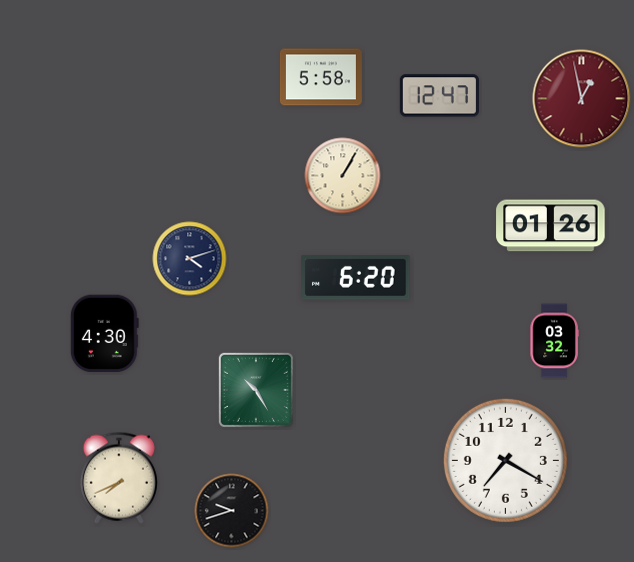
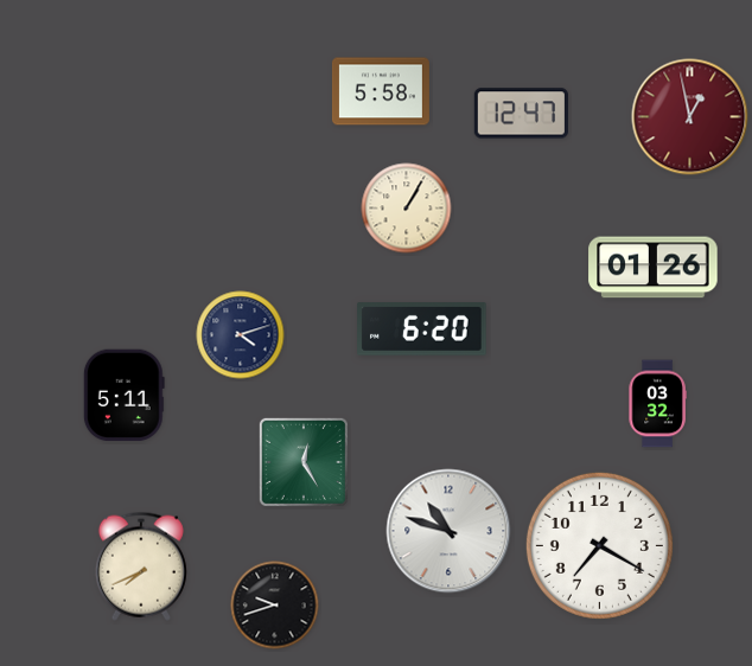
clock at (190, 259) position: (190, 259) -> (241, 335)
clock at (104, 334): 4:30 -> 5:11
clock at (256, 390): 10:25 -> 12:25
clock at (448, 531): none -> 10:48
